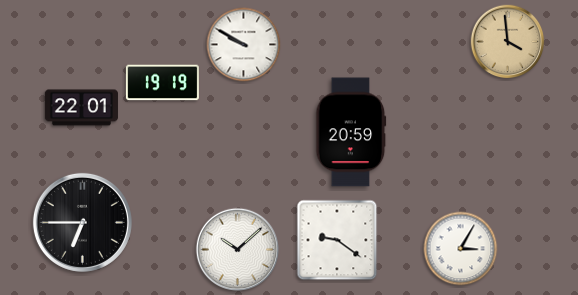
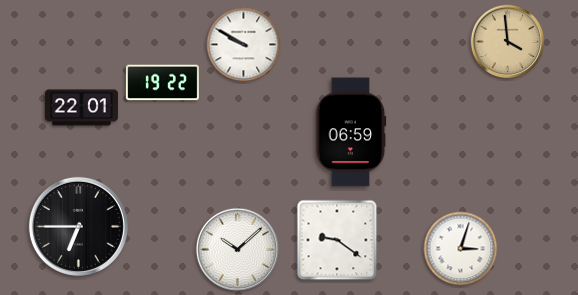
clock at (162, 83): 19:19 -> 19:22
clock at (351, 132): 20:59 -> 06:59
clock at (82, 222) position: (82, 222) -> (78, 226)
clock at (461, 249): 3:05 -> 3:03
